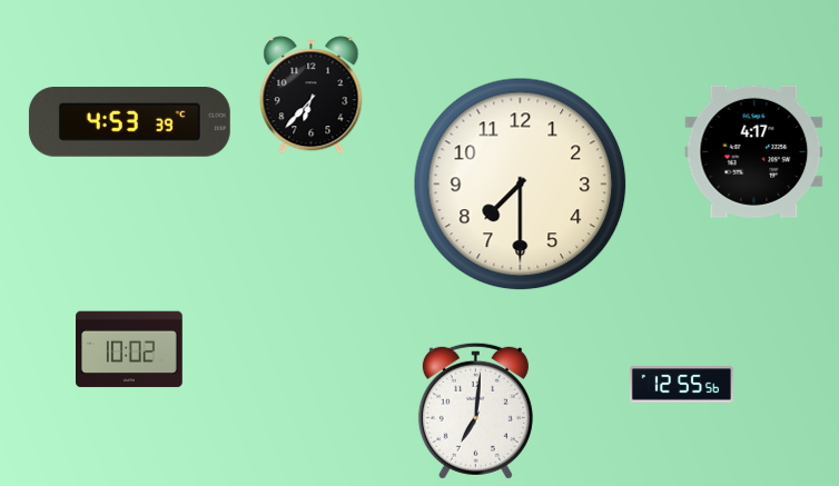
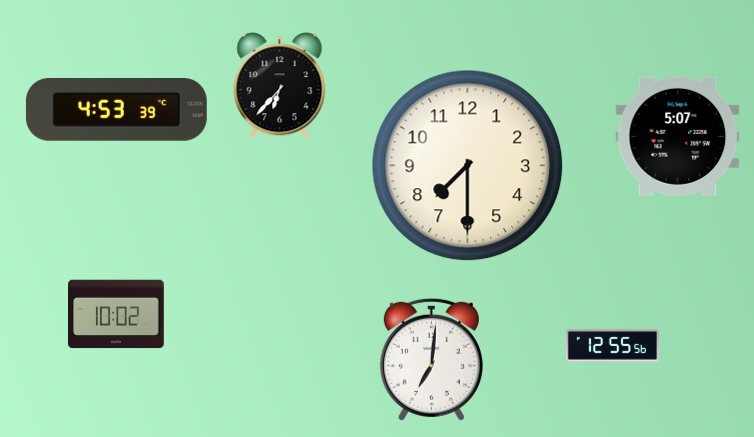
clock at (754, 151): 4:17 -> 5:07
clock at (475, 410) position: (475, 410) -> (431, 359)
